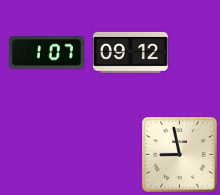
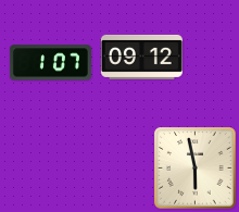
clock at (46, 53) position: (46, 53) -> (50, 63)
clock at (180, 155): 8:58 -> 5:58
